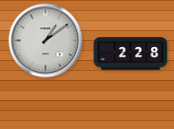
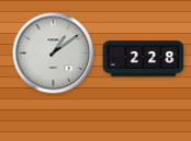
clock at (46, 41) position: (46, 41) -> (54, 54)
